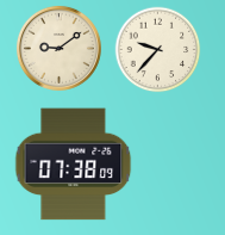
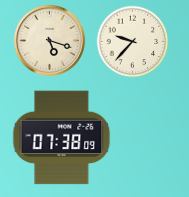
clock at (58, 48): 9:09 -> 5:18
